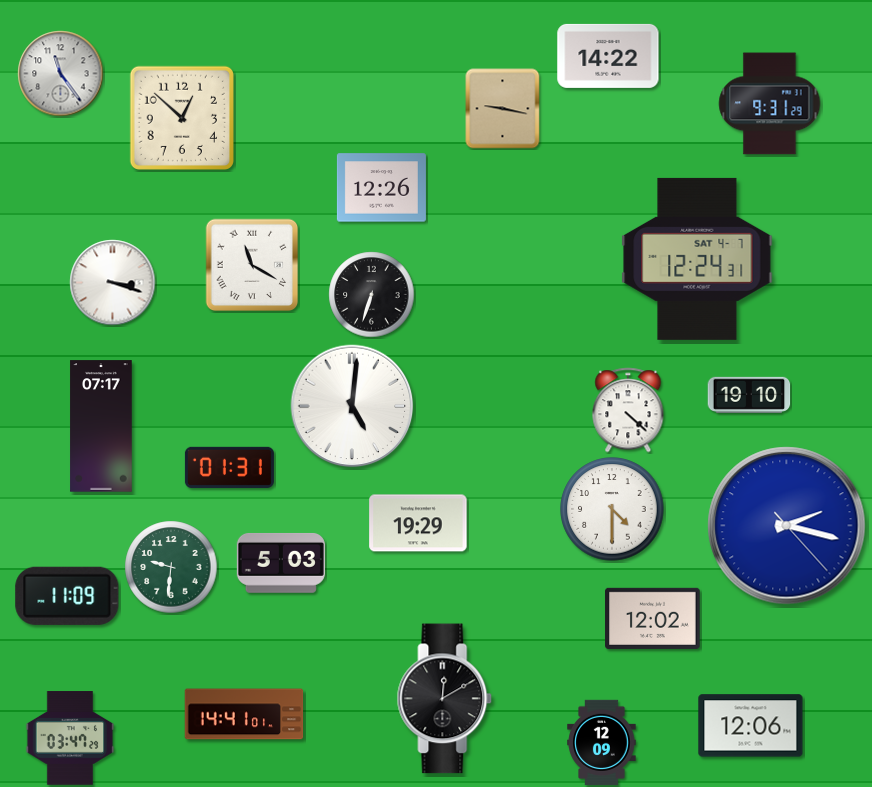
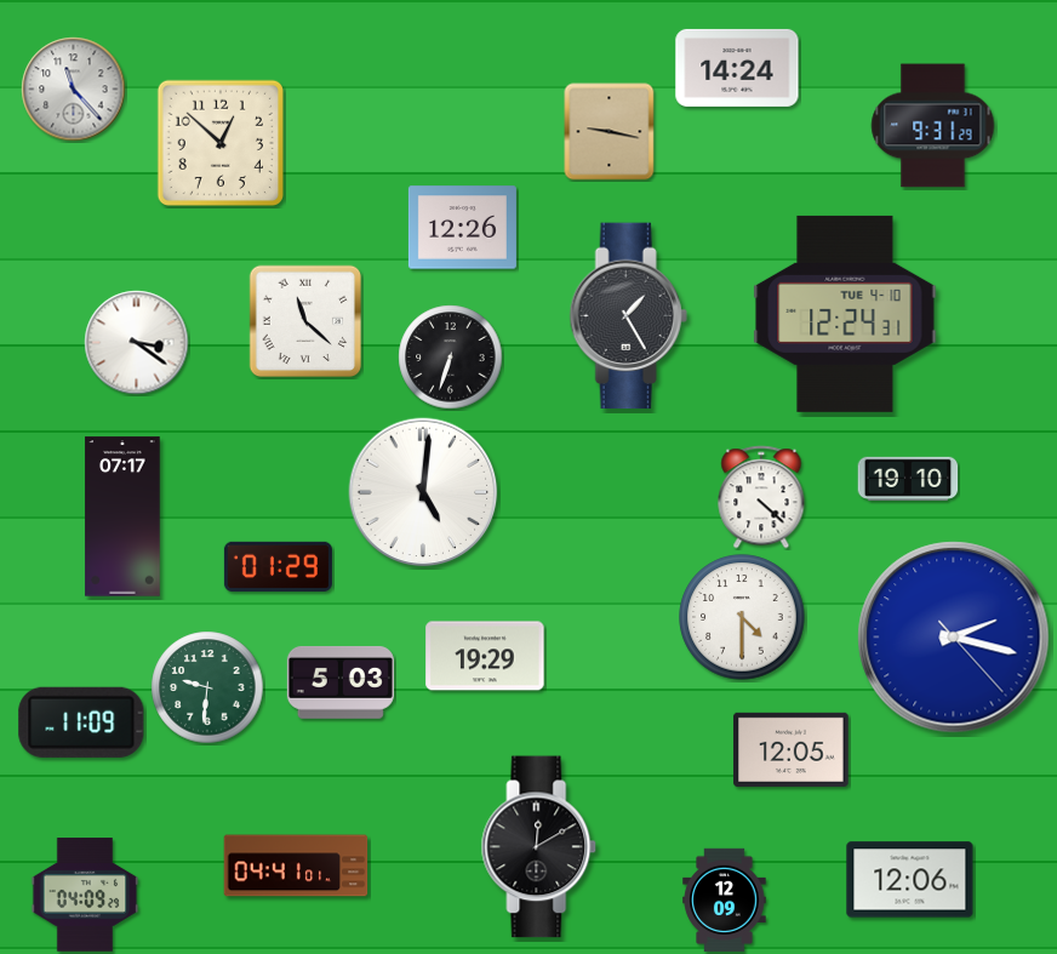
clock at (608, 56): 14:22 -> 14:24
clock at (61, 74): 11:24 -> 11:23
clock at (697, 259) date: SAT 4-7 -> TUE 4-10
clock at (628, 316): none -> 1:25
clock at (252, 265): 11:20 -> 11:22
clock at (113, 283): 3:18 -> 3:21
clock at (352, 406) position: (352, 406) -> (423, 492)
clock at (229, 467): 01:31 -> 01:29
clock at (418, 523) position: (418, 523) -> (485, 656)
clock at (653, 618): 12:02 -> 12:05
clock at (244, 714): 14:41 -> 04:41
clock at (70, 738): 03:47 -> 04:09
clock at (602, 743) position: (602, 743) -> (725, 901)
